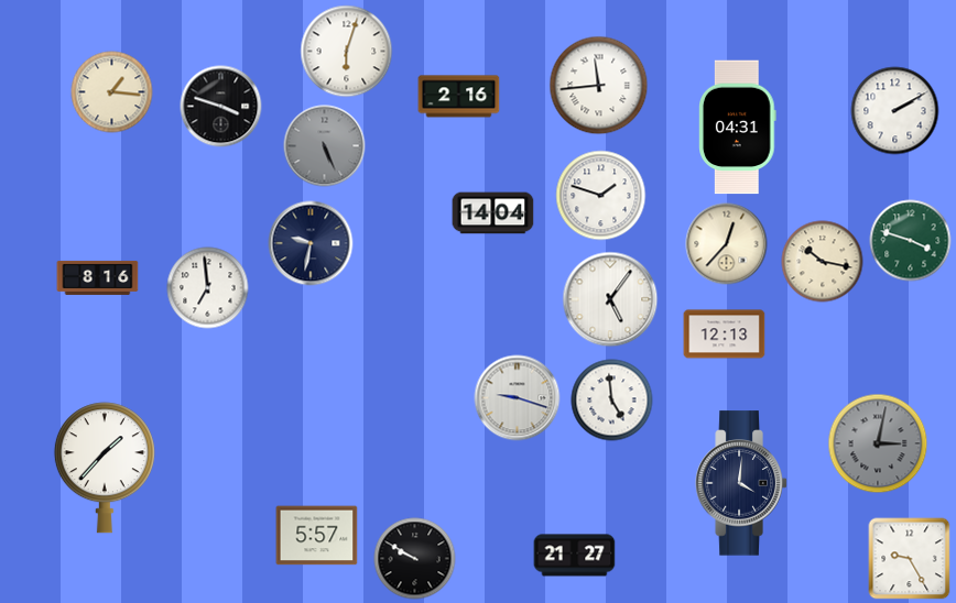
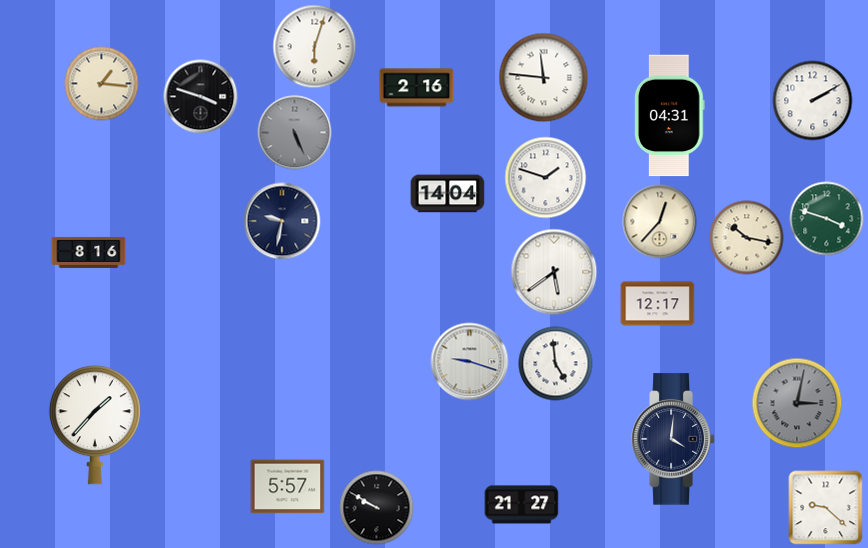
clock at (599, 86): 11:44 -> 11:46
clock at (208, 288): 6:59 -> none
clock at (610, 299): 5:06 -> 5:39
clock at (725, 335): 12:13 -> 12:17
clock at (910, 559): 9:25 -> 9:22
